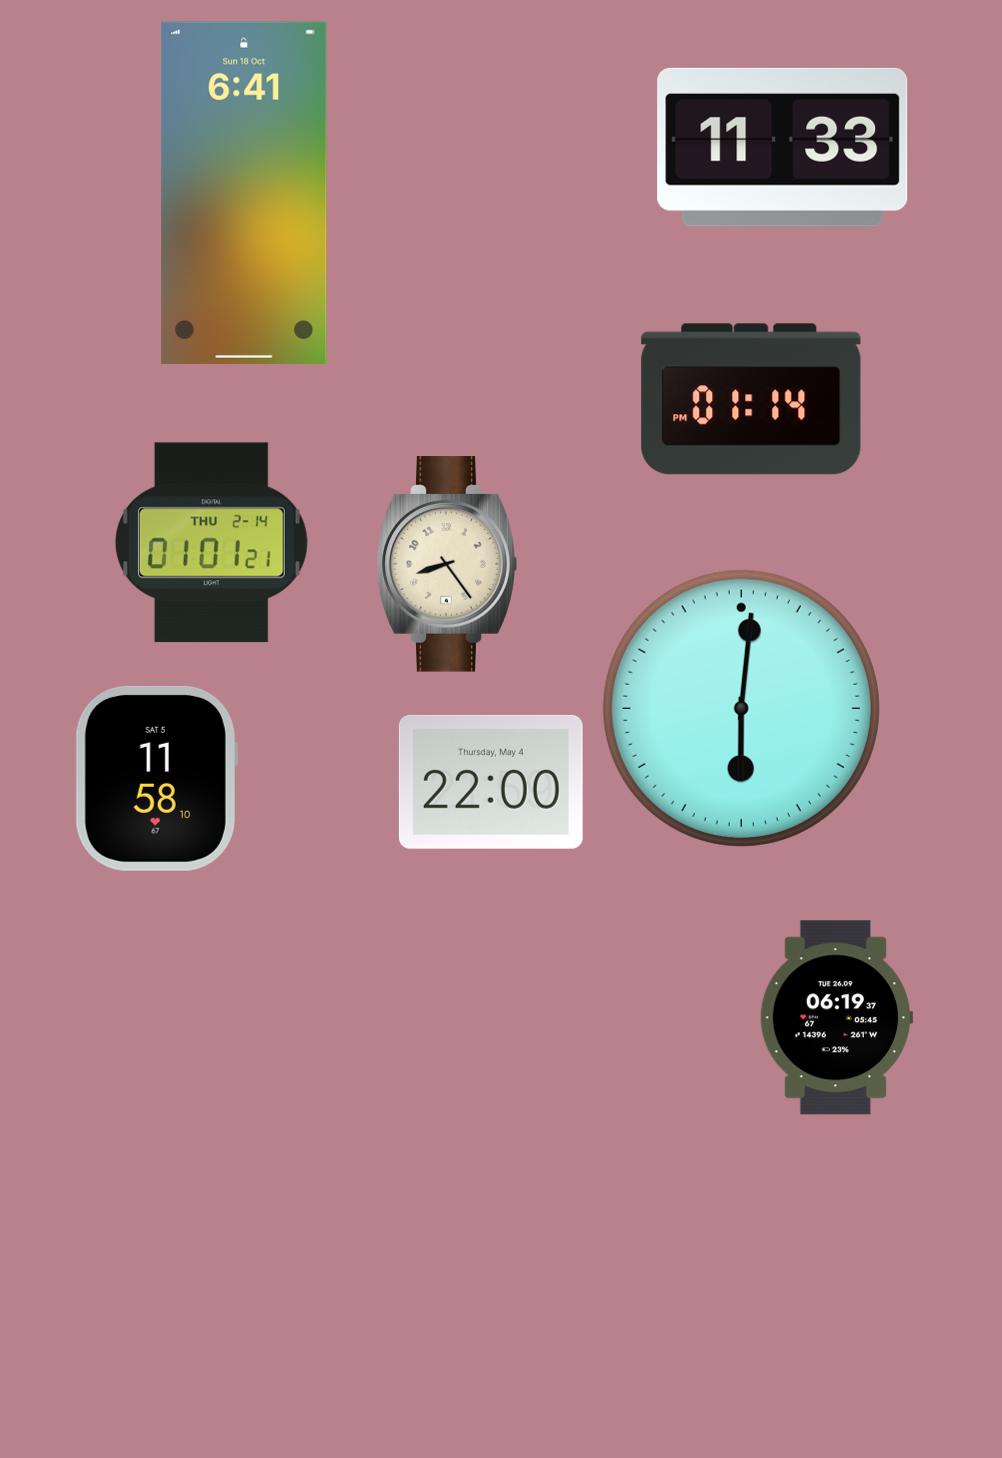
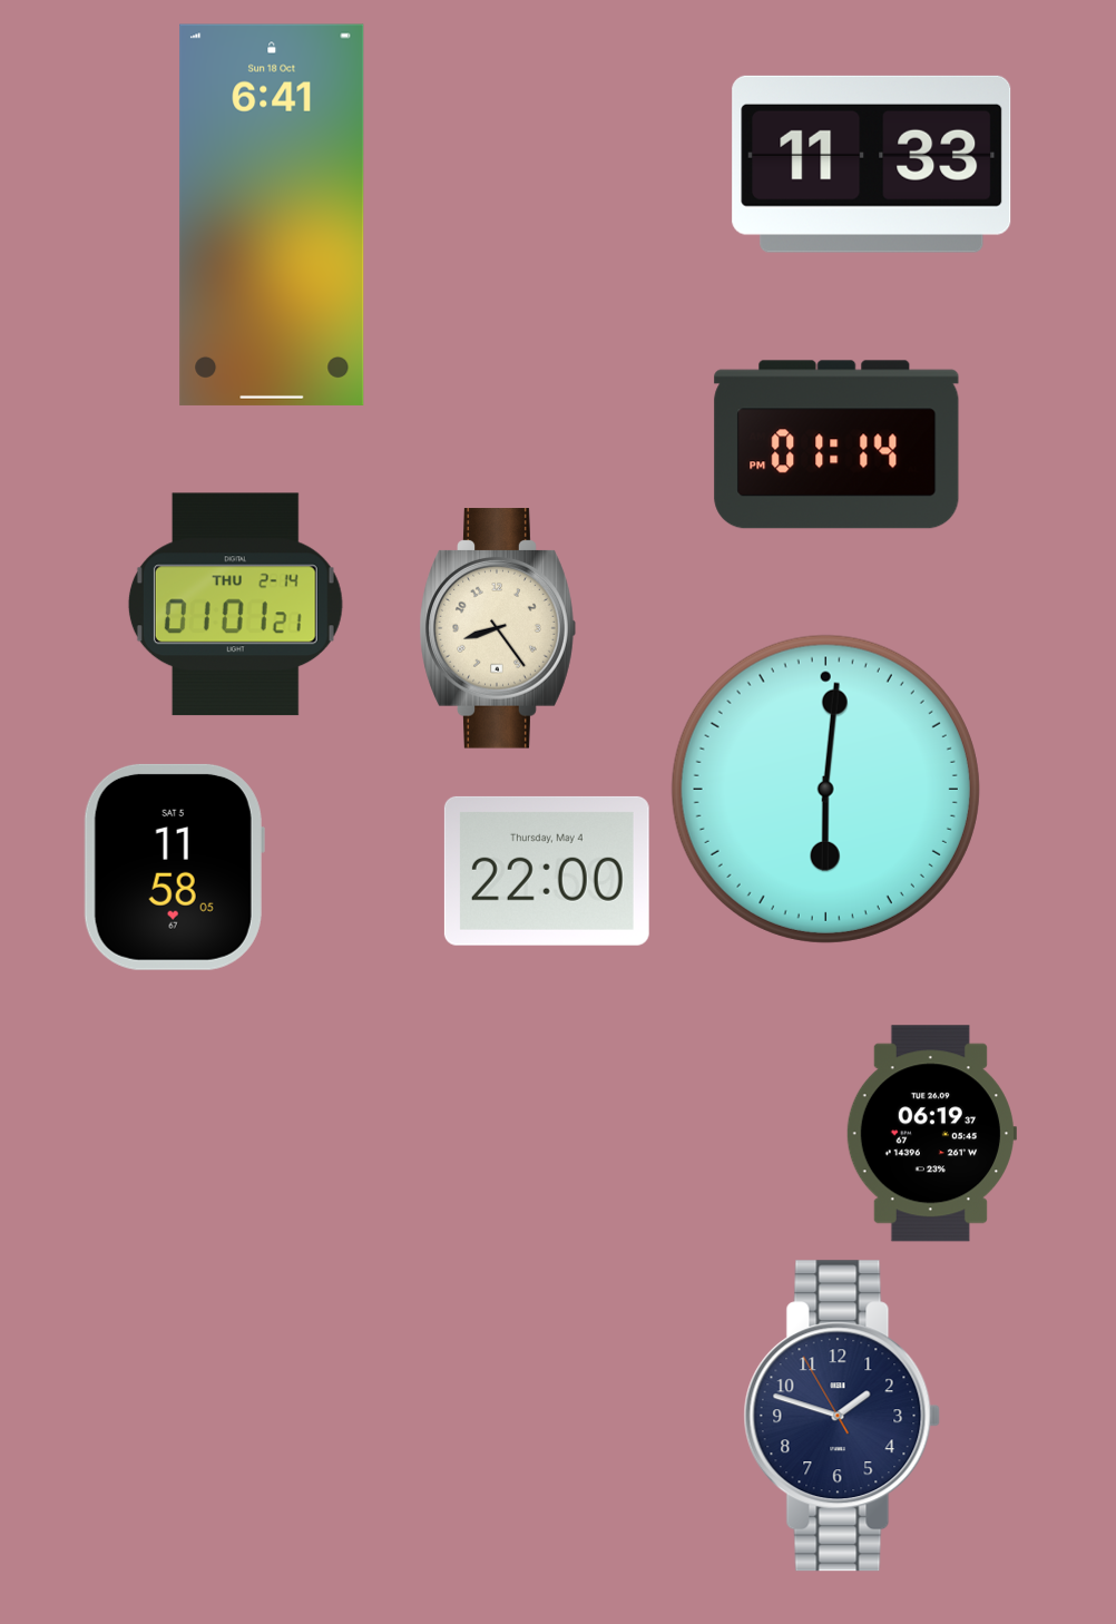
clock at (156, 778): 11:58:10 -> 11:58:05
clock at (842, 1416): none -> 1:47
